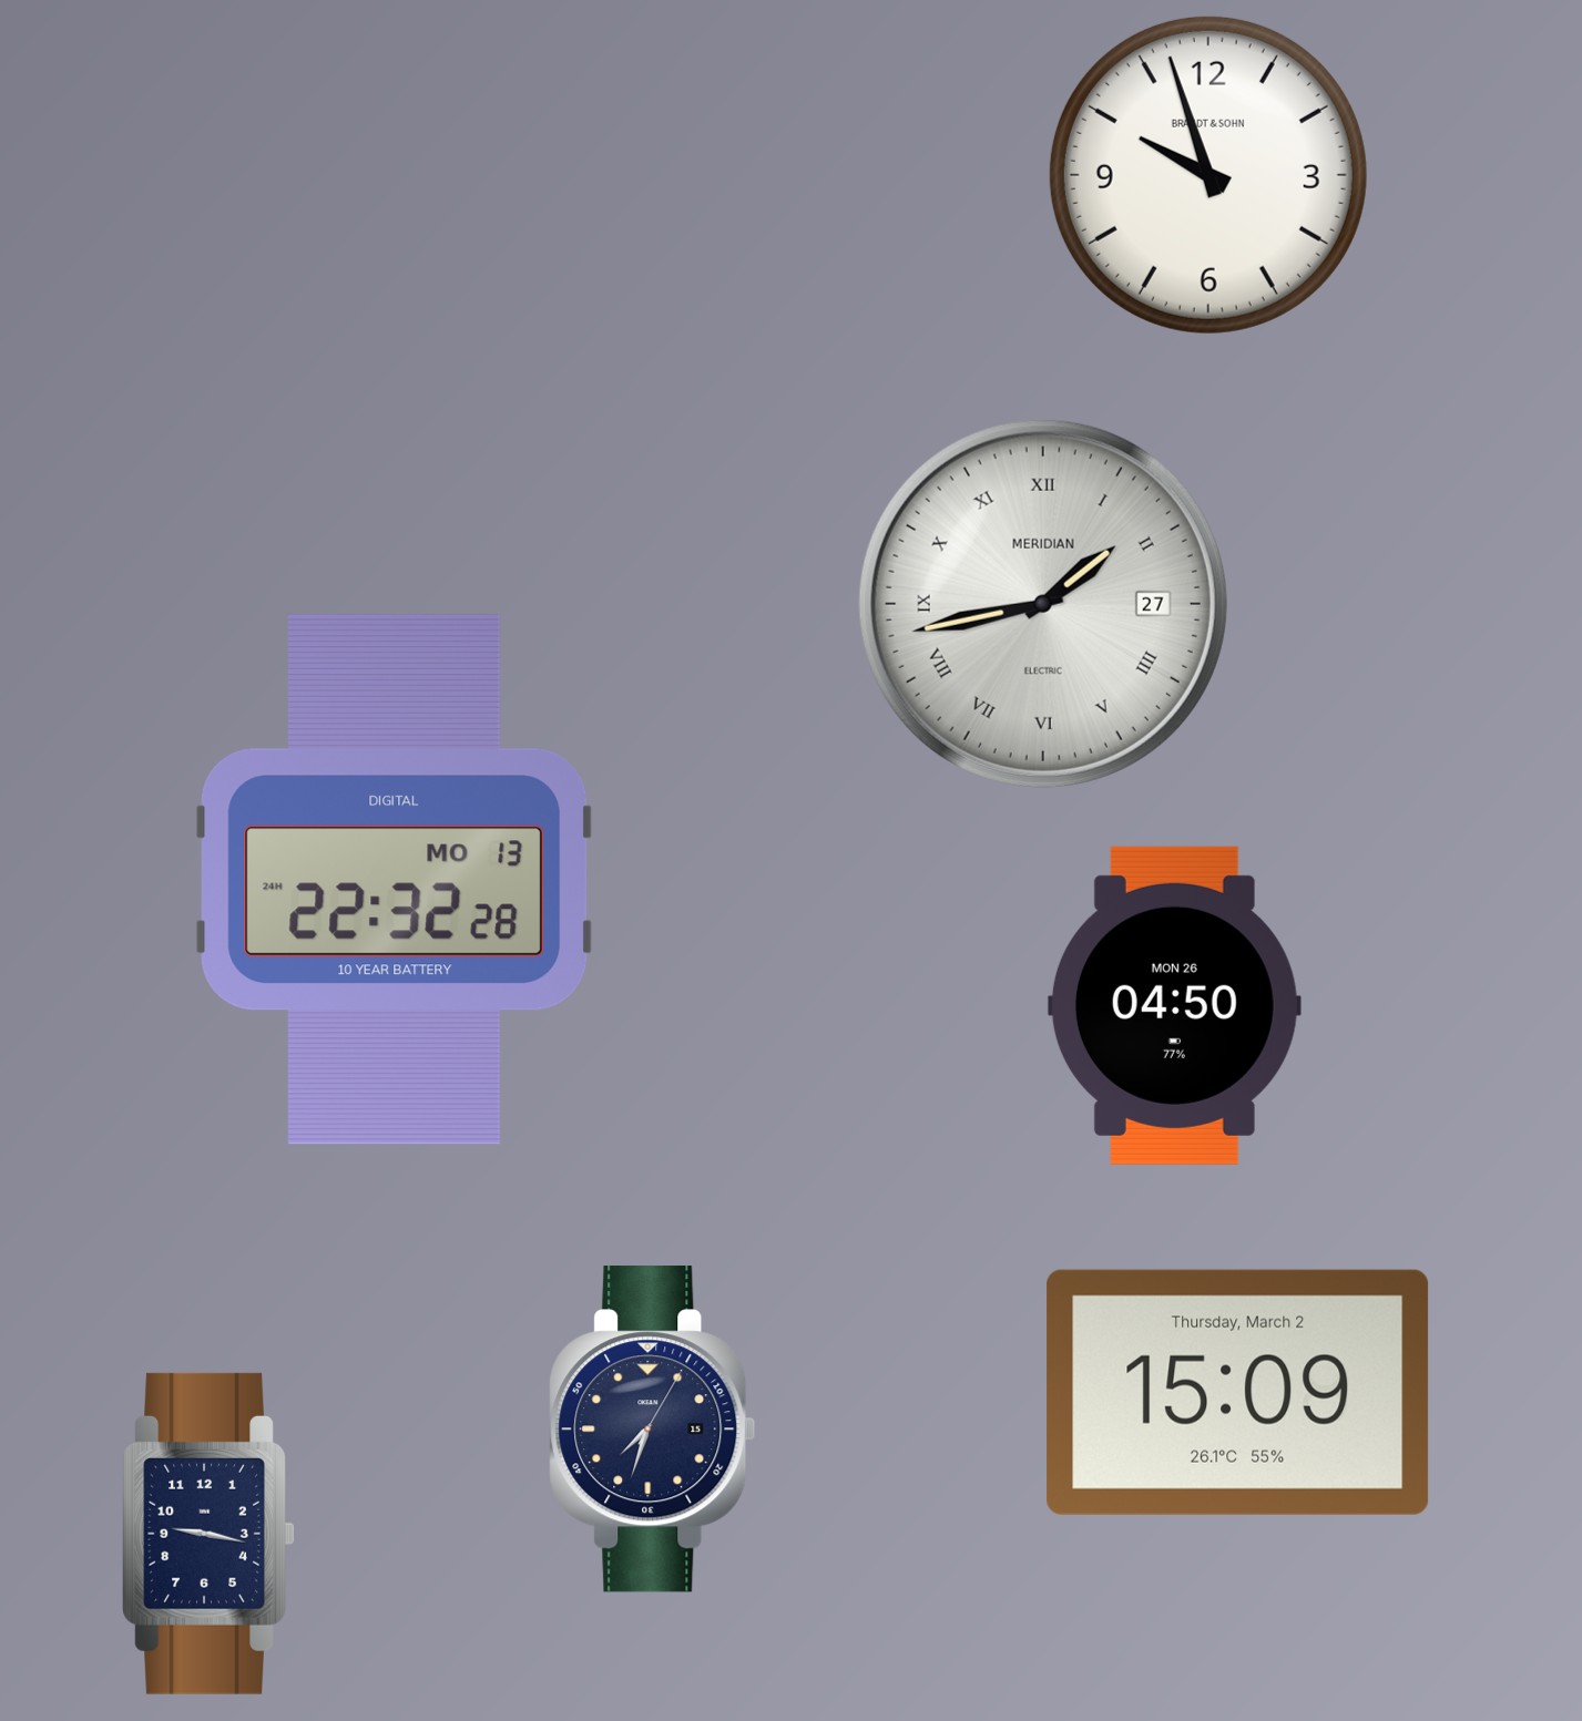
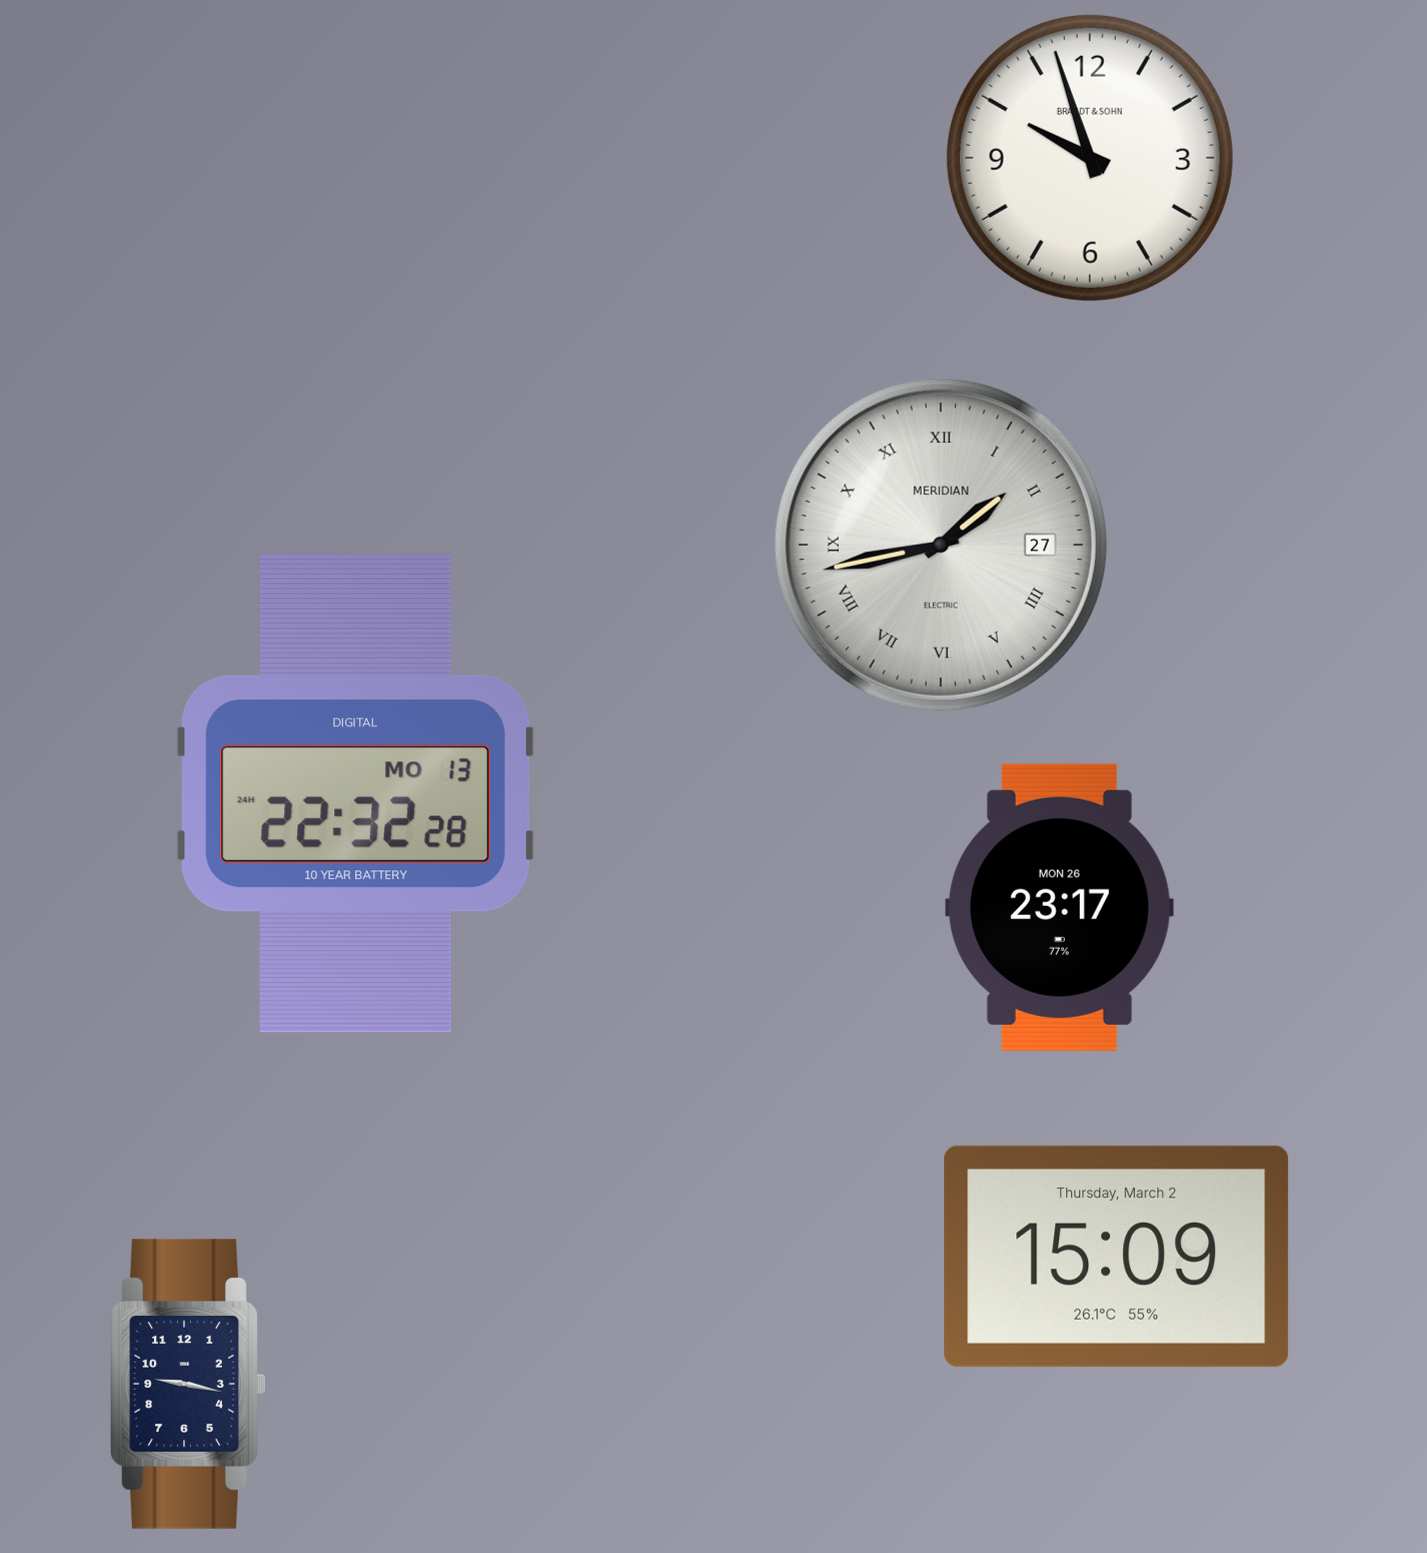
clock at (1174, 1005): 04:50 -> 23:17
clock at (653, 1430): 7:33 -> none
